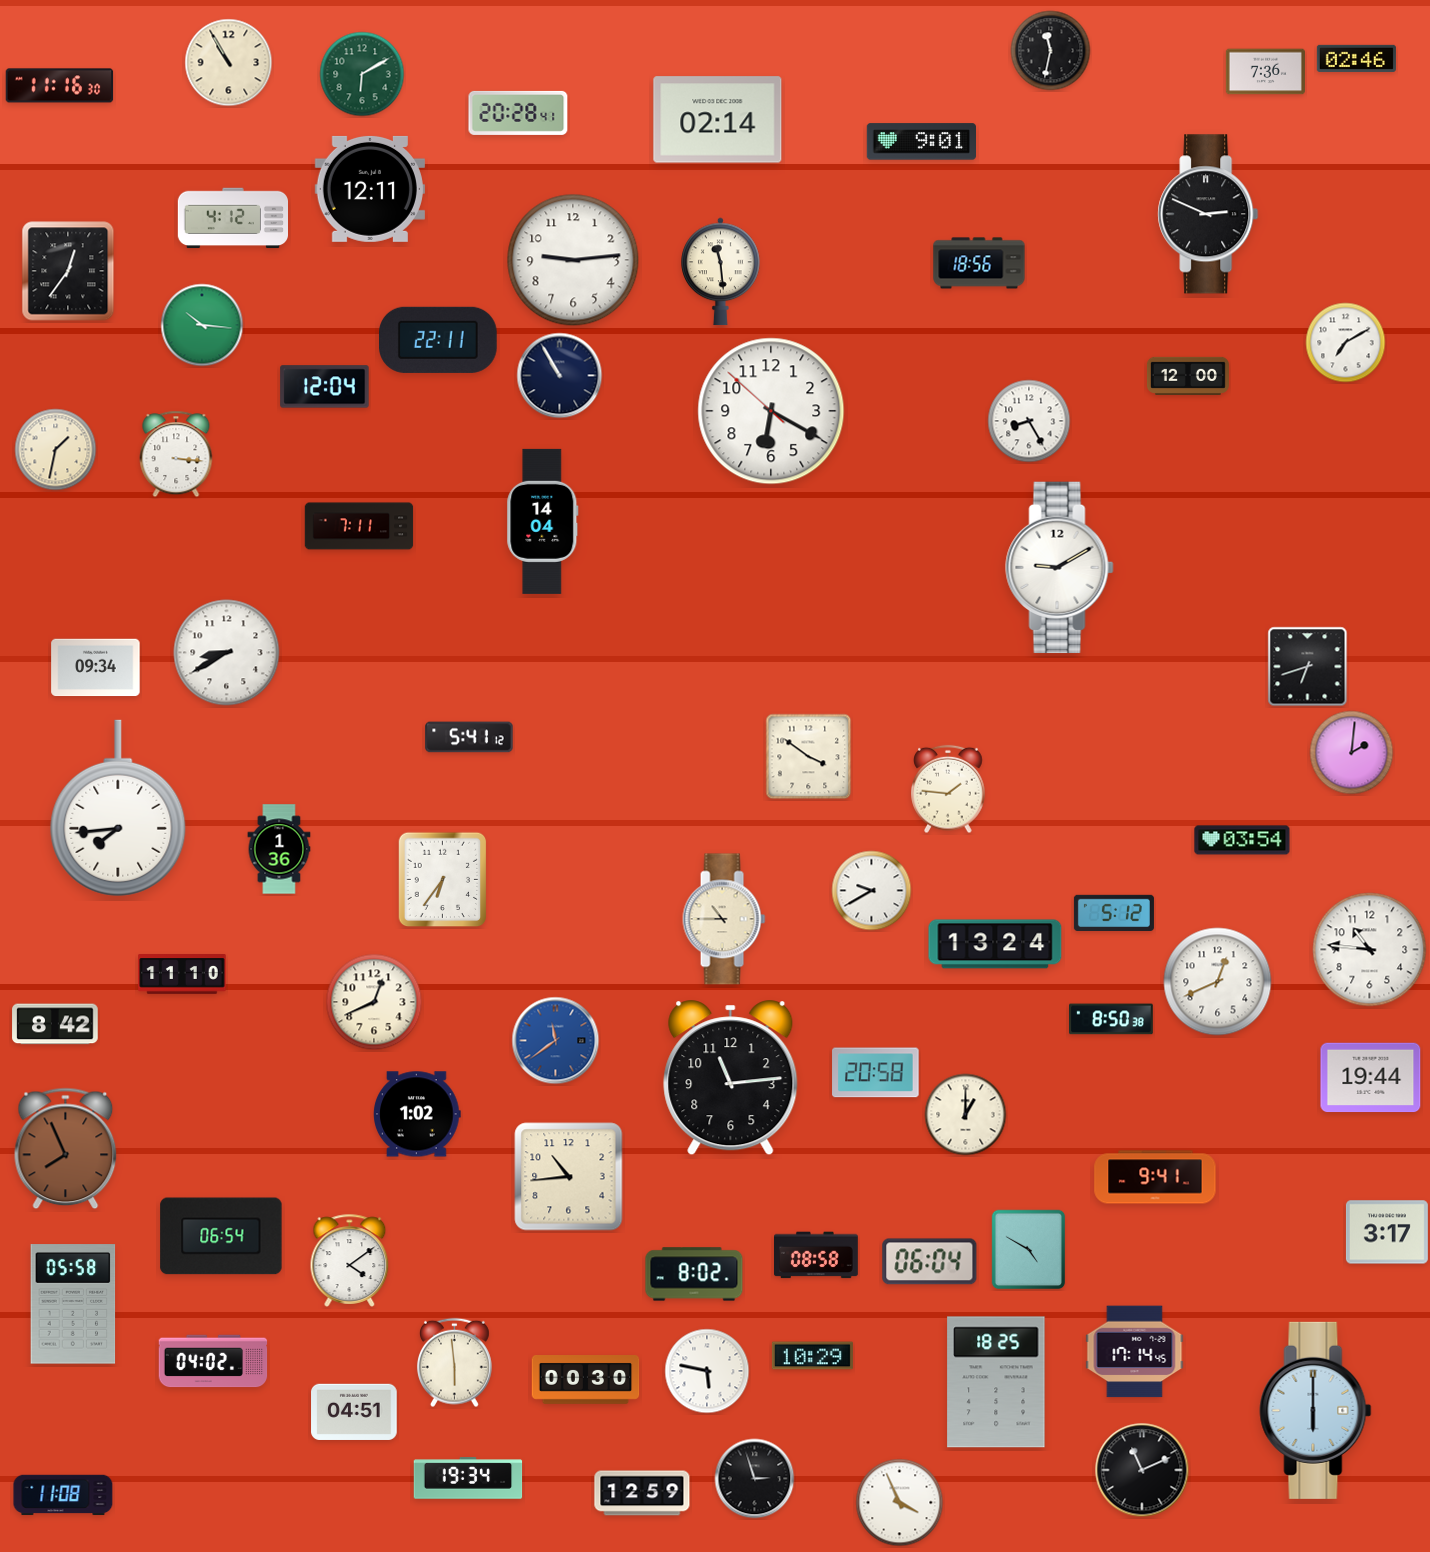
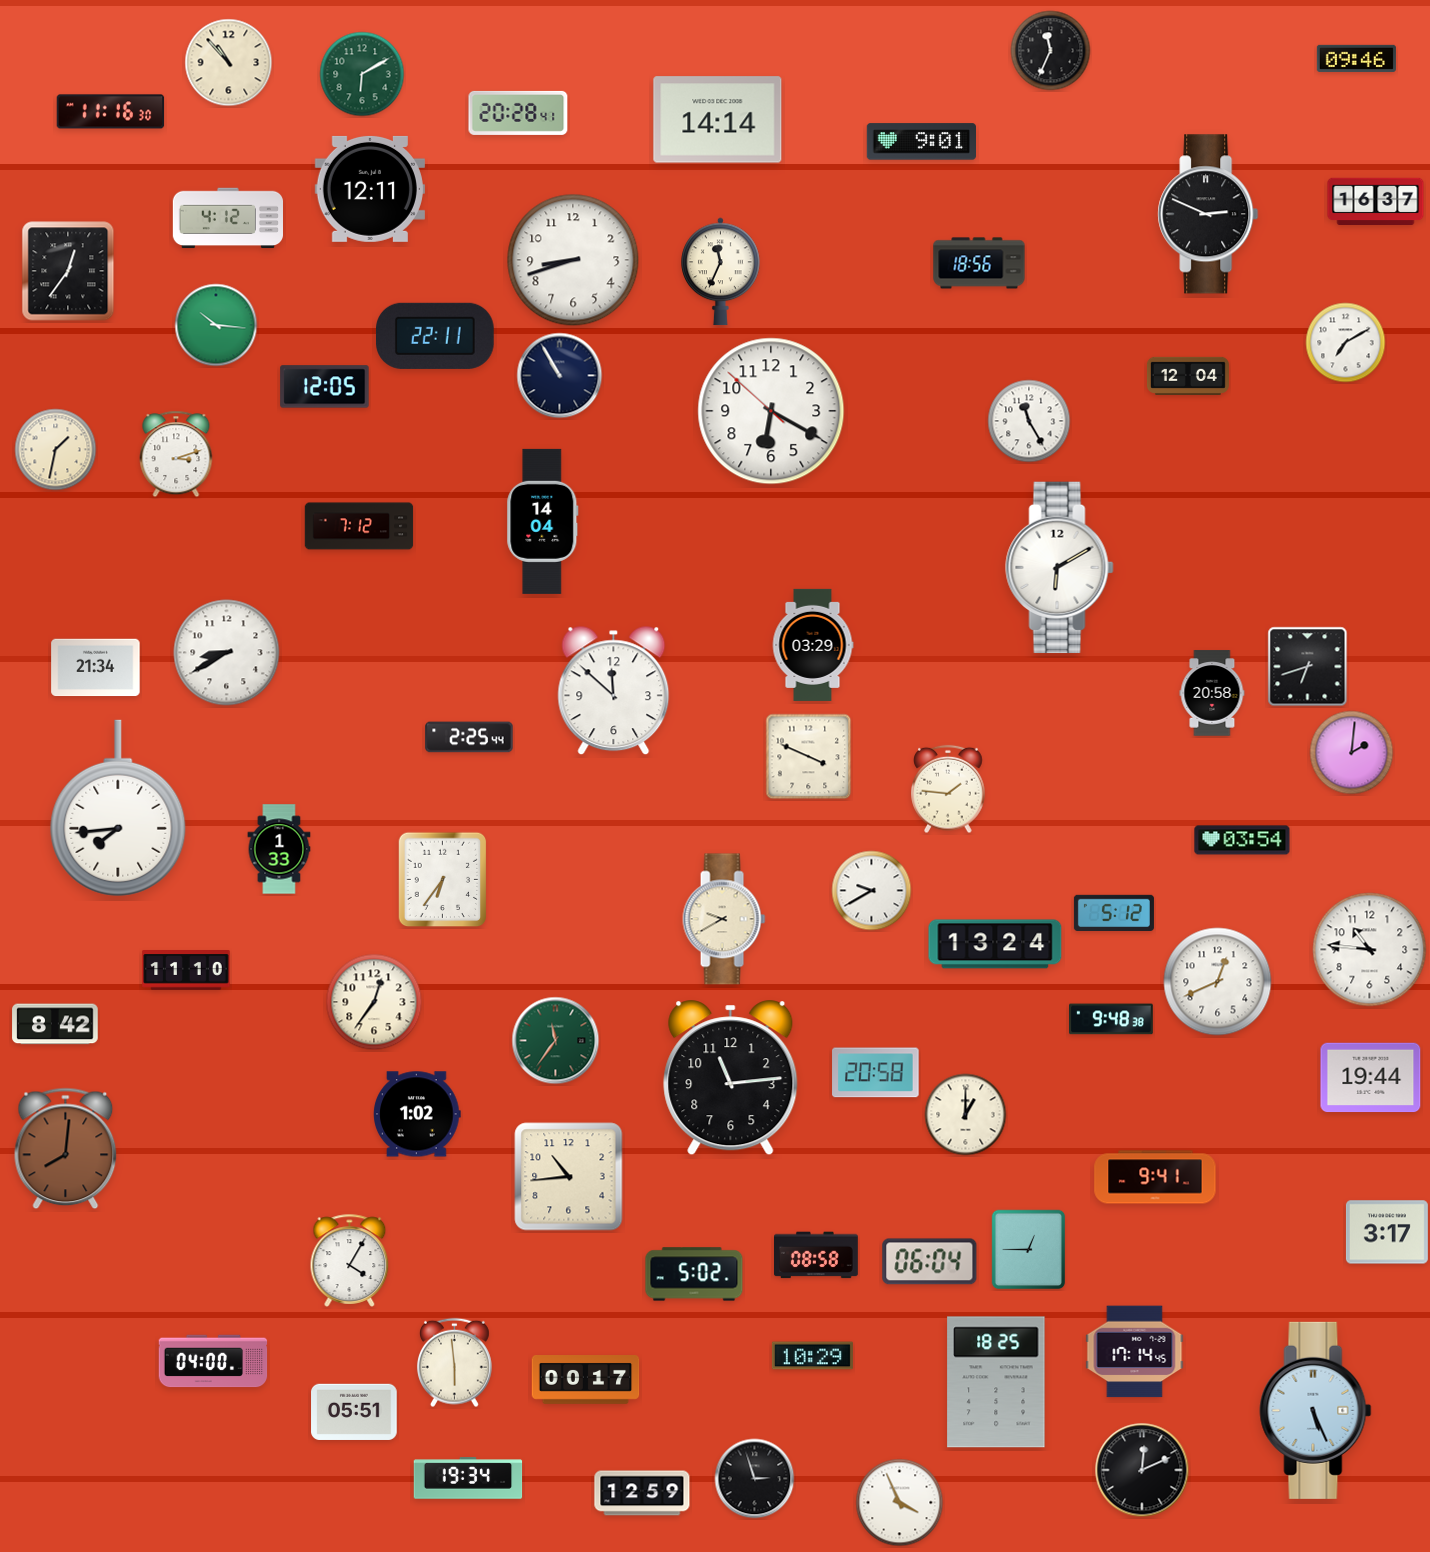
clock at (1051, 51): 11:32 -> 11:34
clock at (1356, 58): 02:46 -> 09:46
clock at (229, 63): 10:55 -> 10:53
clock at (1265, 72): 7:36 -> none
clock at (60, 86) position: (60, 86) -> (111, 112)
clock at (718, 120): 02:14 -> 14:14
clock at (1376, 202): none -> 16:37
clock at (232, 218) position: (232, 218) -> (227, 218)
clock at (573, 260): 9:14 -> 8:42
clock at (721, 272): 11:29 -> 11:34
clock at (202, 325) position: (202, 325) -> (216, 325)
clock at (439, 340) position: (439, 340) -> (436, 336)
clock at (1188, 376): 12:00 -> 12:04
clock at (325, 387): 12:04 -> 12:05
clock at (1029, 421): 8:25 -> 11:25
clock at (176, 454): 3:16 -> 3:12
clock at (359, 526): 7:11 -> 7:12
clock at (1060, 568): 9:10 -> 6:10
clock at (813, 645): none -> 03:29
clock at (96, 668): 09:34 -> 21:34
clock at (614, 691): none -> 11:52
clock at (1212, 693): none -> 20:58
clock at (469, 737): 5:41 -> 2:25
clock at (809, 757): 3:51 -> 3:49
clock at (279, 849): 1:36 -> 1:33
clock at (724, 919): 10:45 -> 9:40
clock at (182, 975) position: (182, 975) -> (186, 971)
clock at (374, 1002): 12:41 -> 12:36
clock at (1112, 1019): 8:50 -> 9:48
clock at (556, 1041): 11:39 -> 11:36
clock at (556, 1041) dial: blue -> green
clock at (66, 1149): 7:56 -> 8:01
clock at (221, 1236): 06:54 -> none
clock at (1029, 1250): 4:50 -> 12:45
clock at (350, 1260): 4:09 -> 4:05
clock at (694, 1274): 8:02 -> 5:02
clock at (73, 1304): 05:58 -> none
clock at (213, 1361): 04:02 -> 04:00
clock at (707, 1371): 5:47 -> none
clock at (586, 1380): 00:30 -> 00:17
clock at (1316, 1410): 6:00 -> 5:26
clock at (354, 1411): 04:51 -> 05:51
clock at (1142, 1470): 11:11 -> 12:11
clock at (63, 1495): 11:08 -> none
